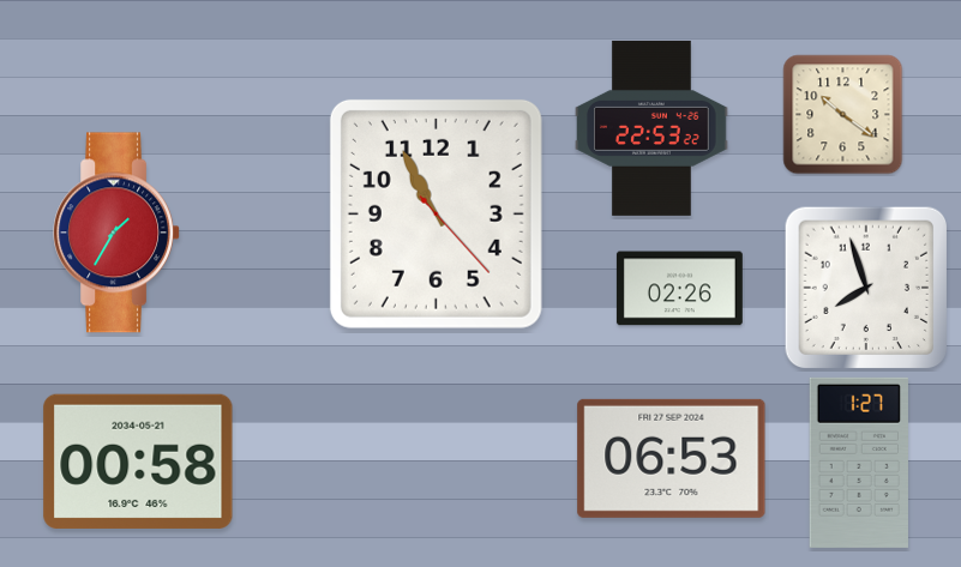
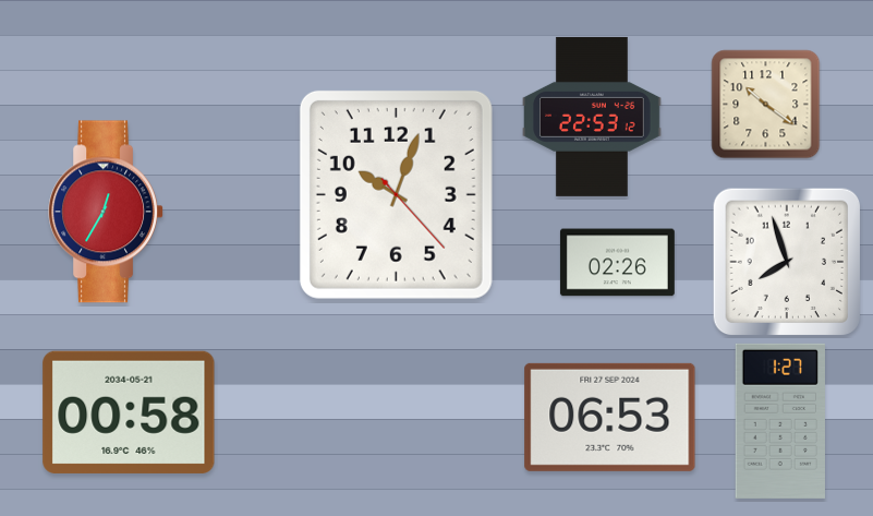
clock at (651, 128): 22:53:22 -> 22:53:12
clock at (436, 213): 10:55 -> 10:03
clock at (116, 233): 1:35 -> 12:35
clock at (138, 462) position: (138, 462) -> (129, 412)
